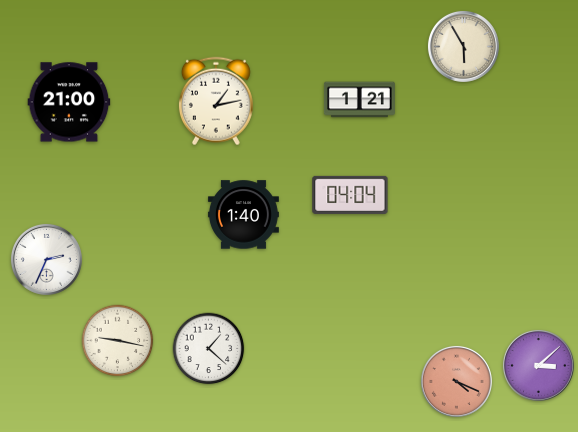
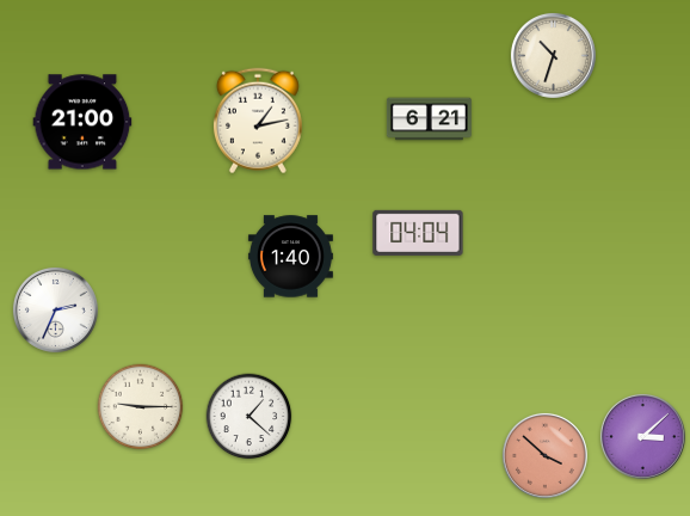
clock at (463, 46): 5:55 -> 10:33
clock at (359, 100): 1:21 -> 6:21
clock at (118, 341): 9:17 -> 9:15
clock at (456, 381): 4:19 -> 3:52
